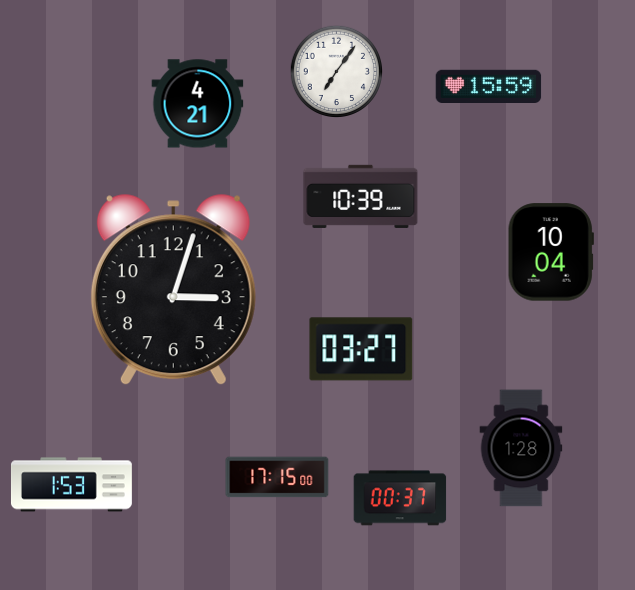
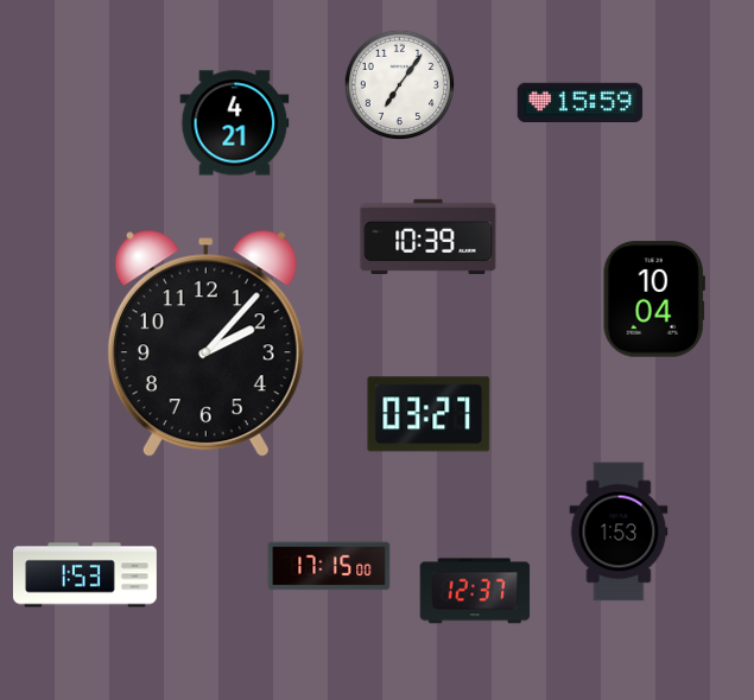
clock at (361, 196) position: (361, 196) -> (429, 236)
clock at (173, 290): 3:03 -> 2:07
clock at (521, 448): 1:28 -> 1:53
clock at (400, 498): 00:37 -> 12:37
